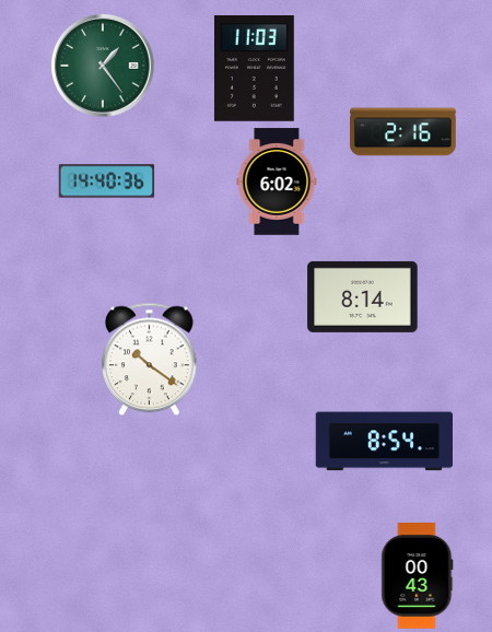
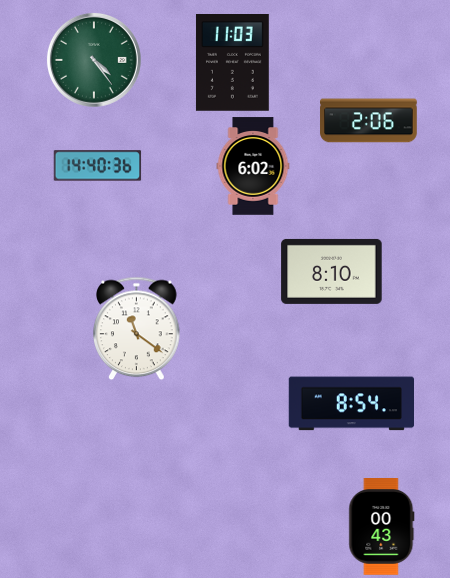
clock at (103, 66): 1:24 -> 4:24
clock at (403, 132): 2:16 -> 2:06
clock at (363, 296): 8:14 -> 8:10
clock at (150, 360): 10:21 -> 11:21
